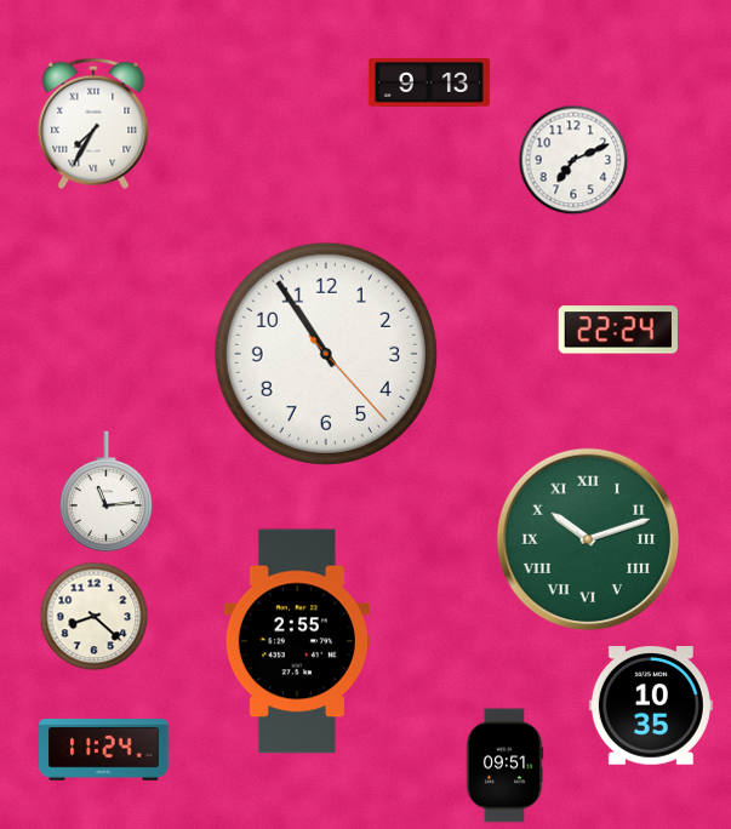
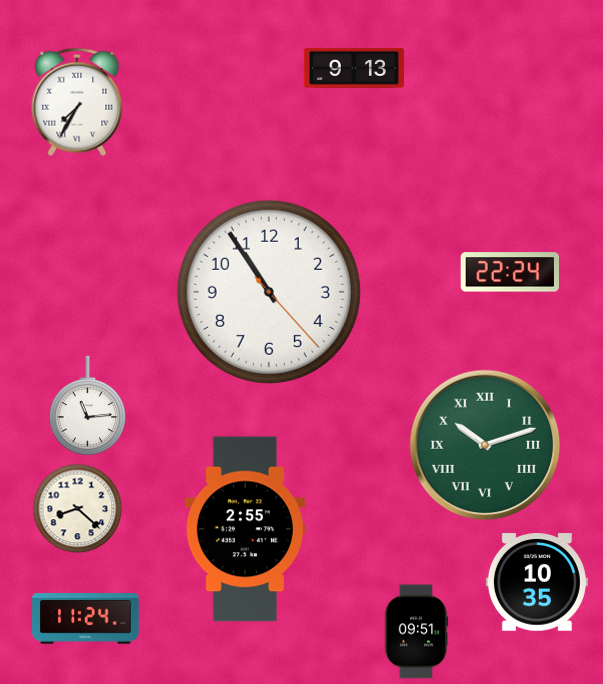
clock at (573, 160): 7:11 -> none
